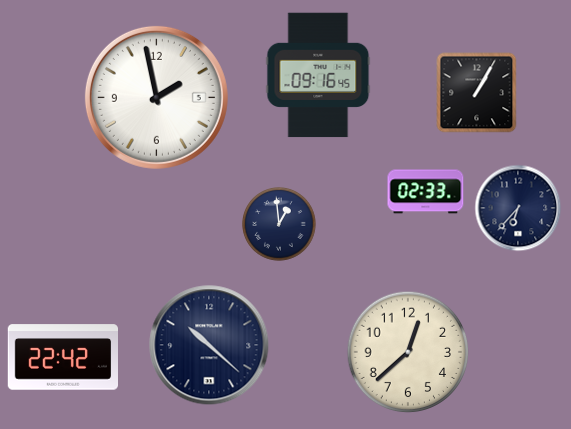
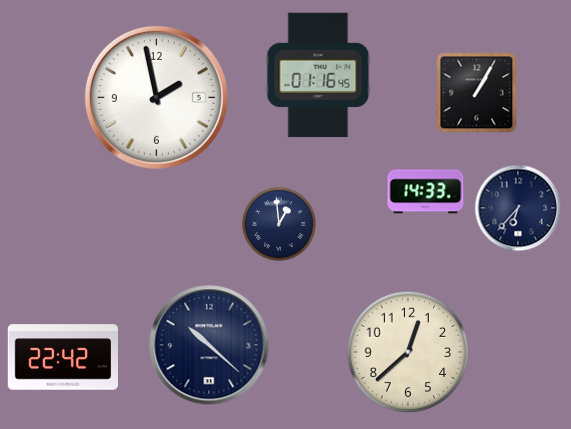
clock at (318, 75): 09:16 -> 01:16
clock at (426, 192): 02:33 -> 14:33
